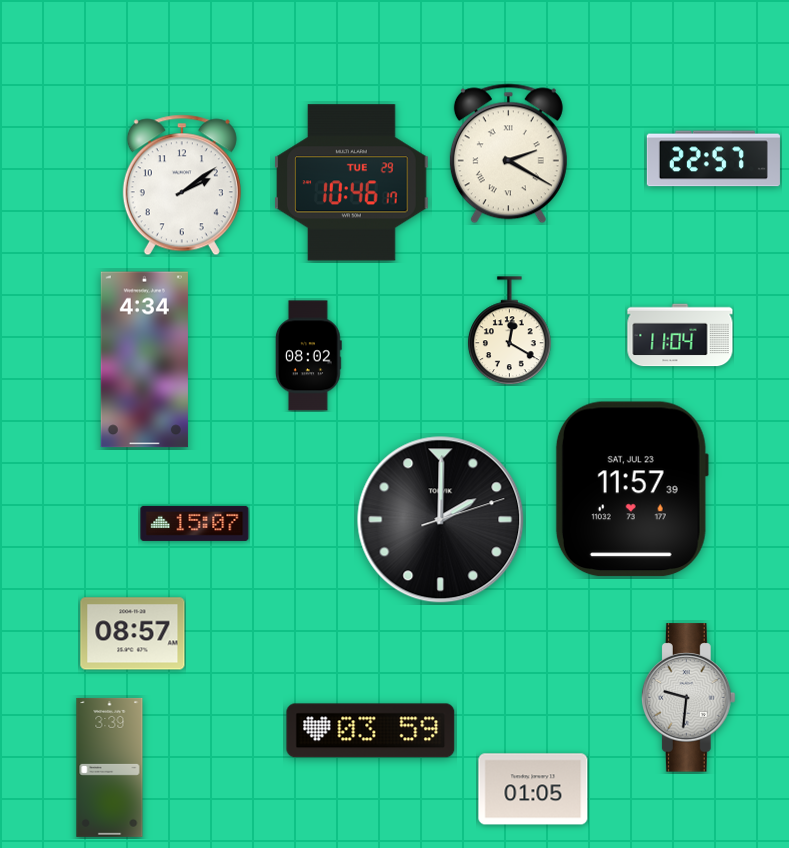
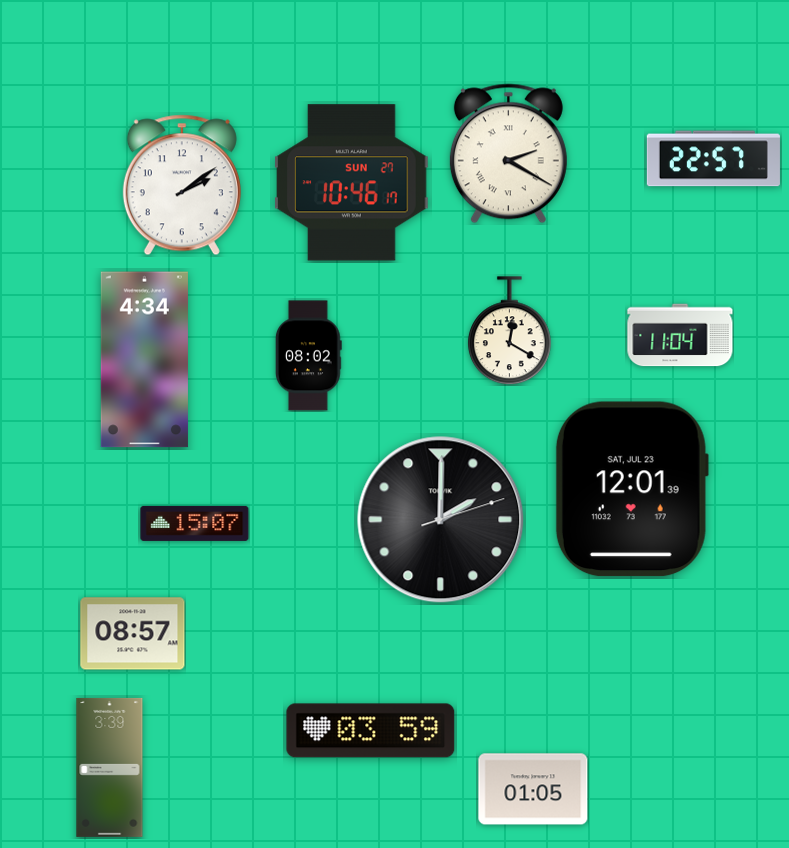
clock at (352, 183) date: TUE 29 -> SUN 27
clock at (632, 489): 11:57 -> 12:01
clock at (688, 698): 9:31 -> none
